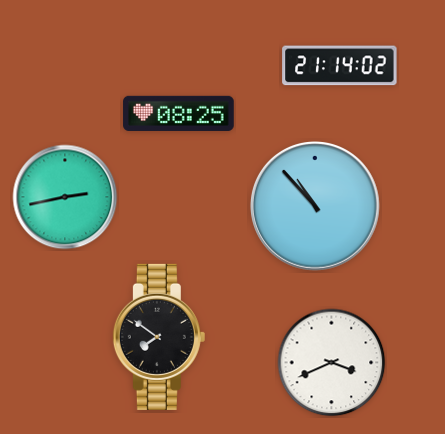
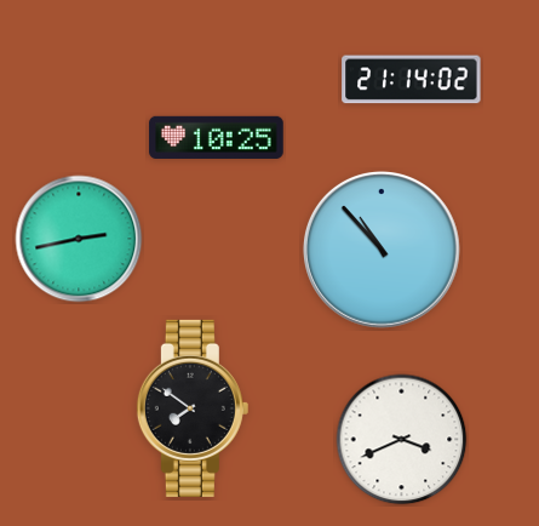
clock at (179, 113): 08:25 -> 10:25
